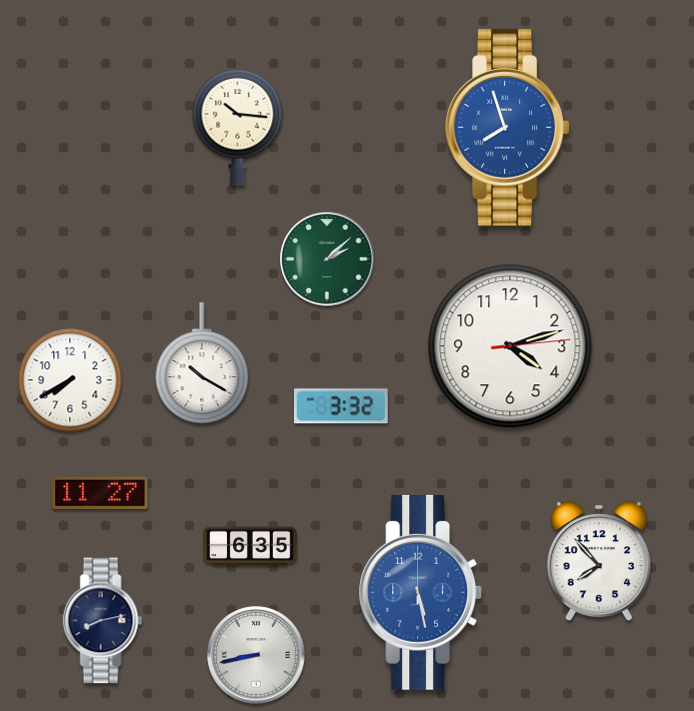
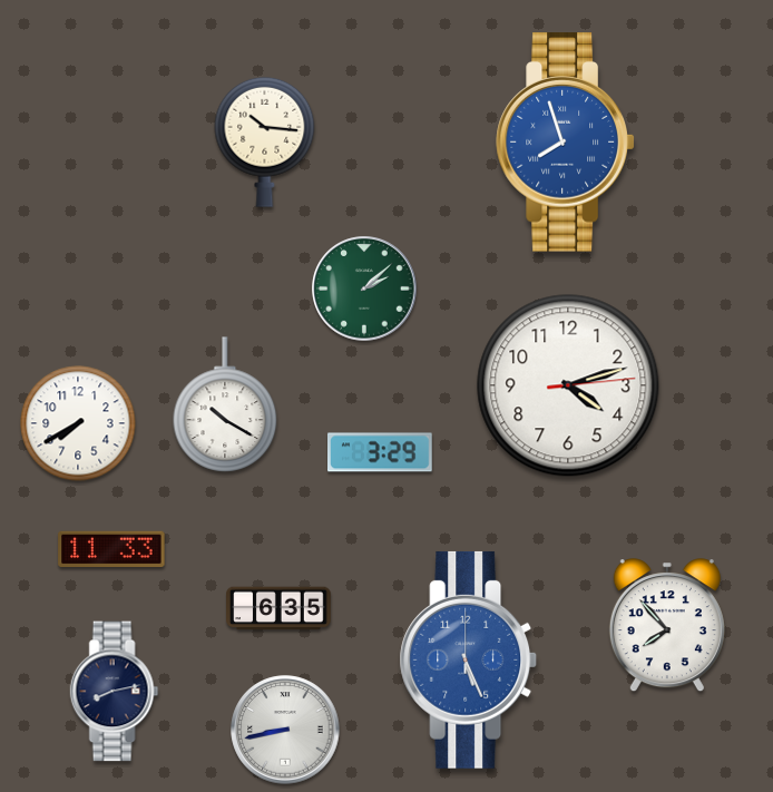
clock at (341, 406): 3:32 -> 3:29
clock at (100, 493): 11:27 -> 11:33
clock at (421, 592): 5:28 -> 5:26
